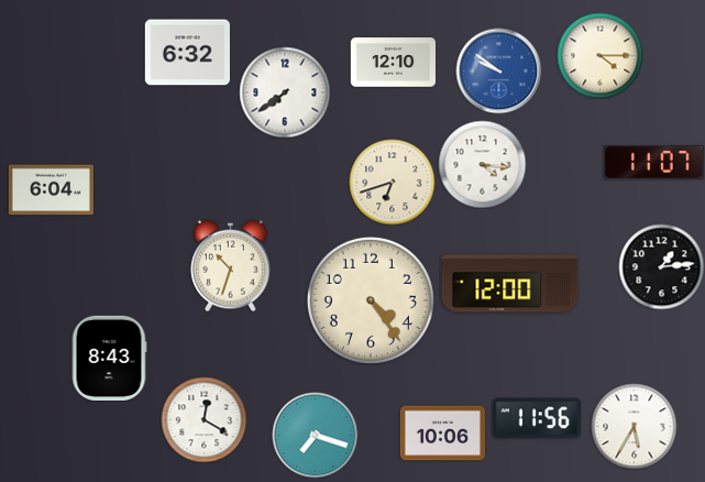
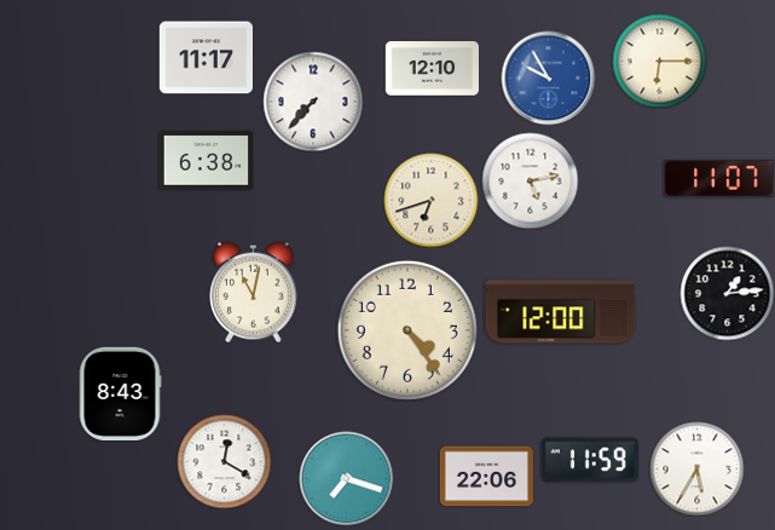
clock at (187, 53): 6:32 -> 11:17
clock at (599, 55): 4:15 -> 6:15
clock at (498, 70): 9:51 -> 9:55
clock at (285, 92): 7:39 -> 7:37
clock at (206, 161): none -> 6:38
clock at (482, 164): 4:16 -> 5:13
clock at (51, 190): 6:04 -> none
clock at (231, 265): 10:33 -> 11:02
clock at (537, 418): 11:56 -> 11:59
clock at (442, 434): 10:06 -> 22:06
